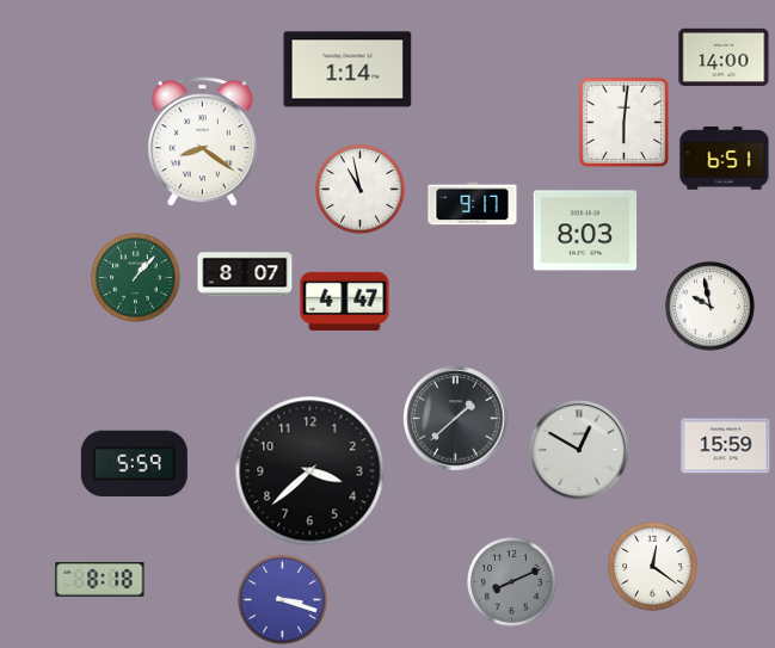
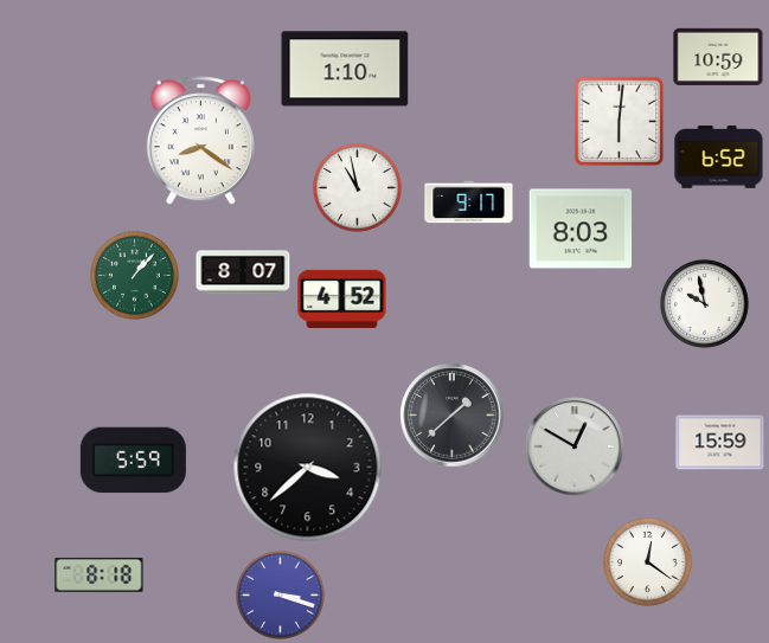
clock at (724, 57): 14:00 -> 10:59
clock at (347, 69): 1:14 -> 1:10
clock at (725, 159): 6:51 -> 6:52
clock at (345, 301): 4:47 -> 4:52
clock at (512, 582): 8:11 -> none
